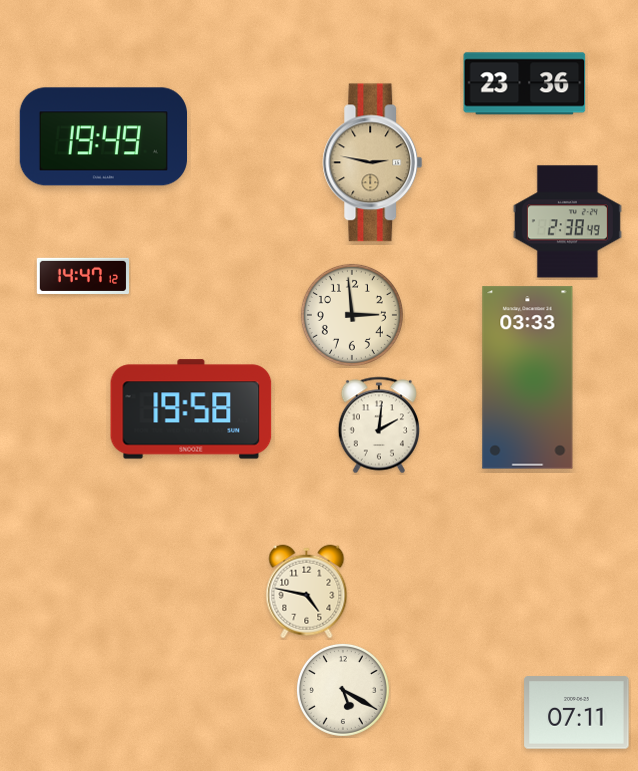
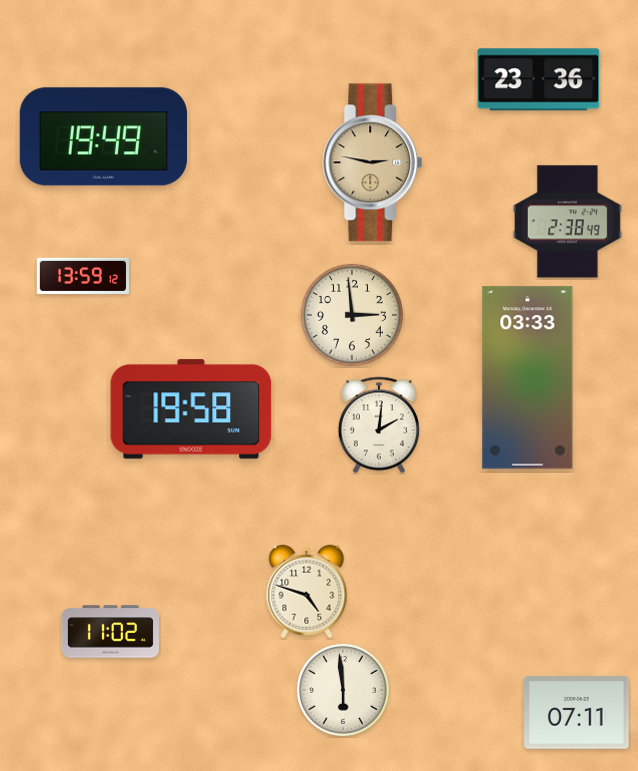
clock at (525, 84) position: (525, 84) -> (539, 80)
clock at (82, 276): 14:47 -> 13:59
clock at (307, 592): 4:47 -> 4:48
clock at (110, 632): none -> 11:02
clock at (343, 690): 5:20 -> 5:59
